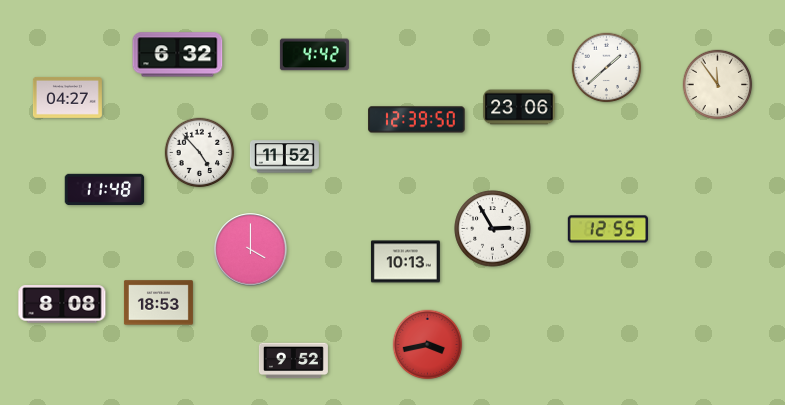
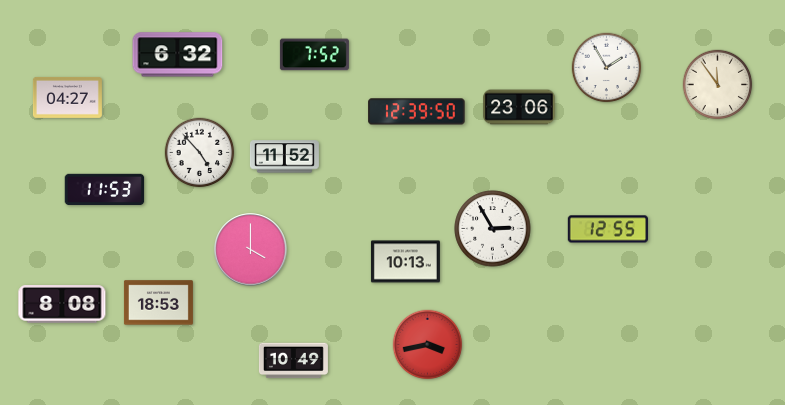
clock at (314, 55): 4:42 -> 7:52
clock at (607, 68): 1:38 -> 1:55
clock at (417, 120) position: (417, 120) -> (417, 112)
clock at (105, 190): 11:48 -> 11:53
clock at (293, 361): 9:52 -> 10:49
